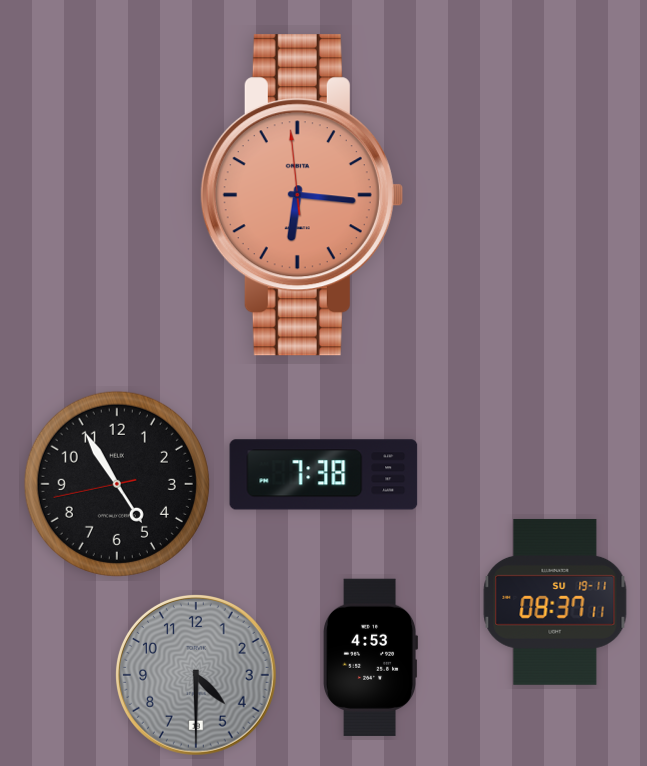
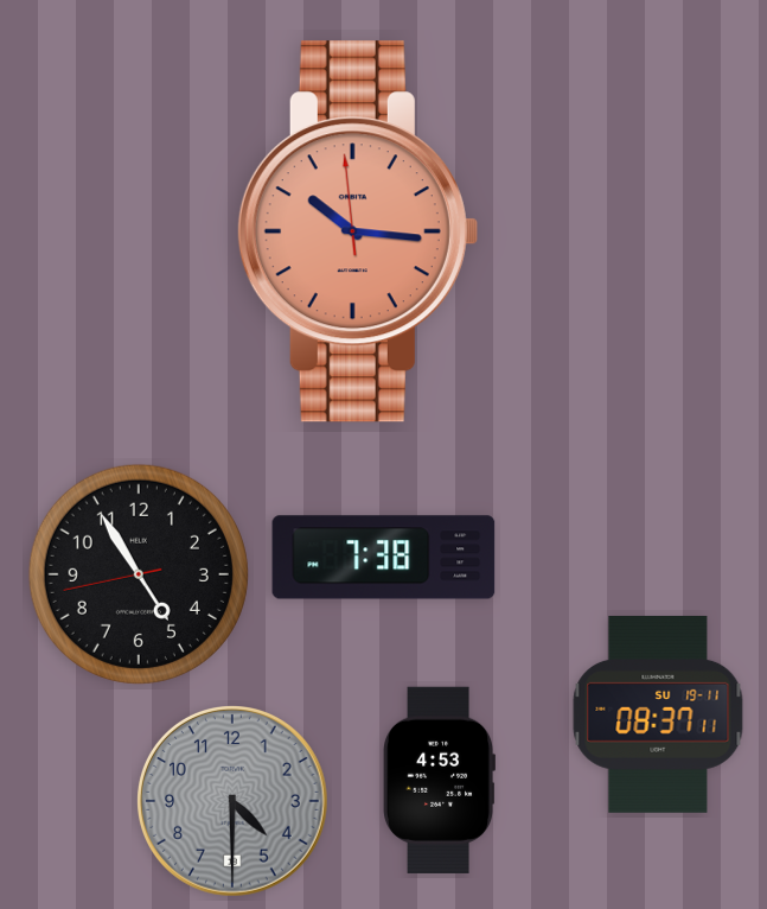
clock at (301, 195): 6:15 -> 10:15
clock at (324, 475) position: (324, 475) -> (384, 558)
